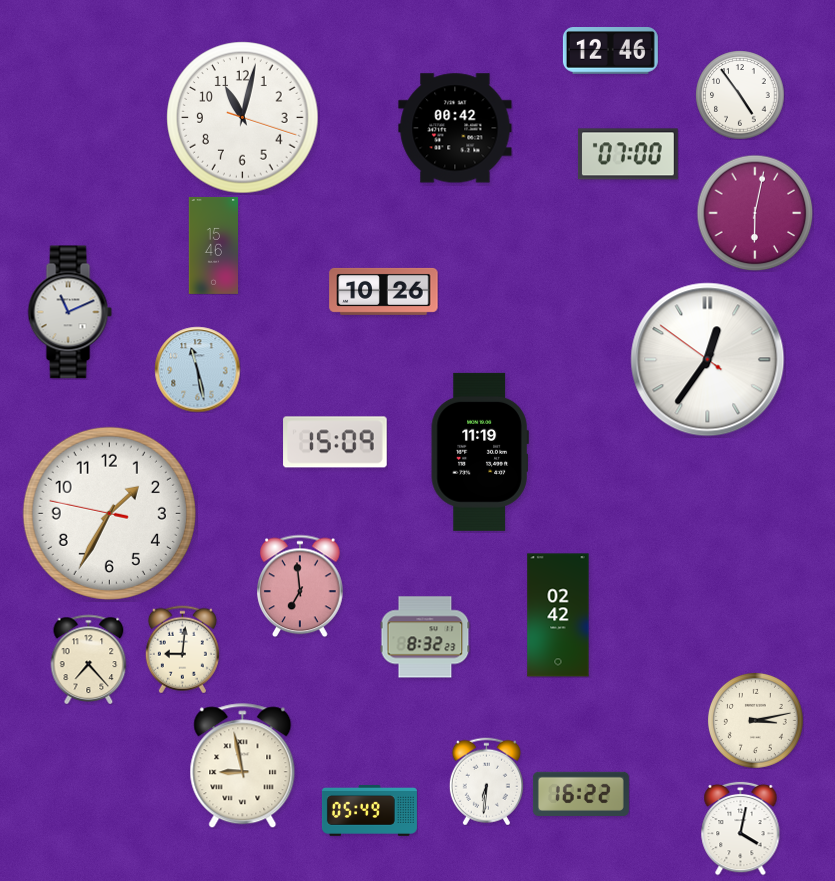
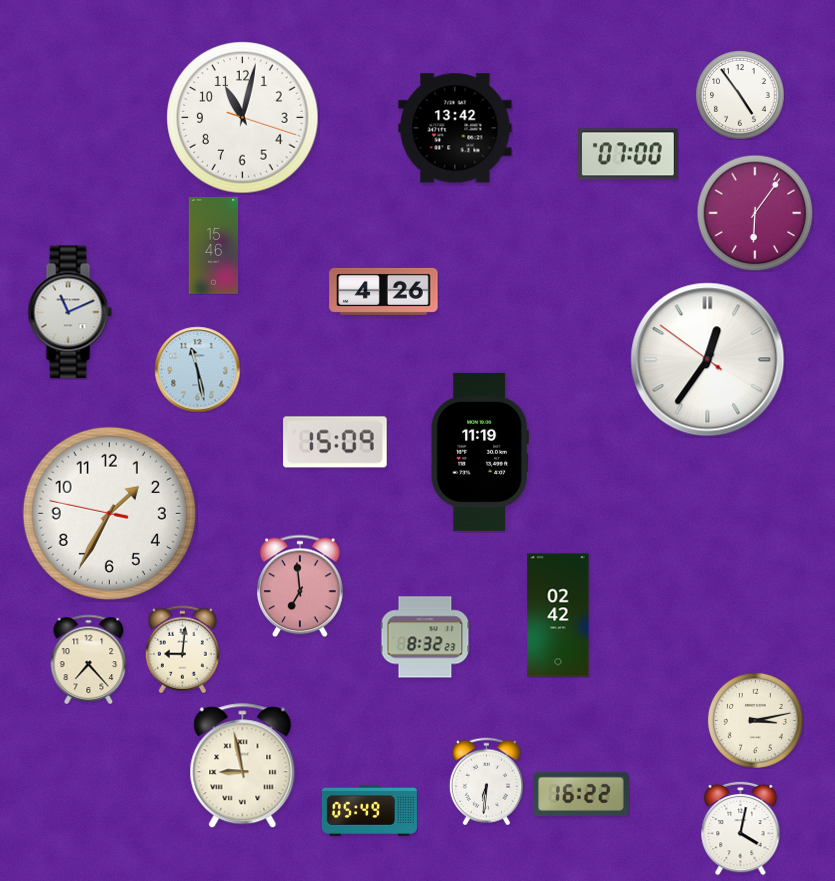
clock at (610, 51): 12:46 -> none
clock at (455, 128): 00:42 -> 13:42
clock at (755, 213): 6:02 -> 6:06
clock at (384, 291): 10:26 -> 4:26
